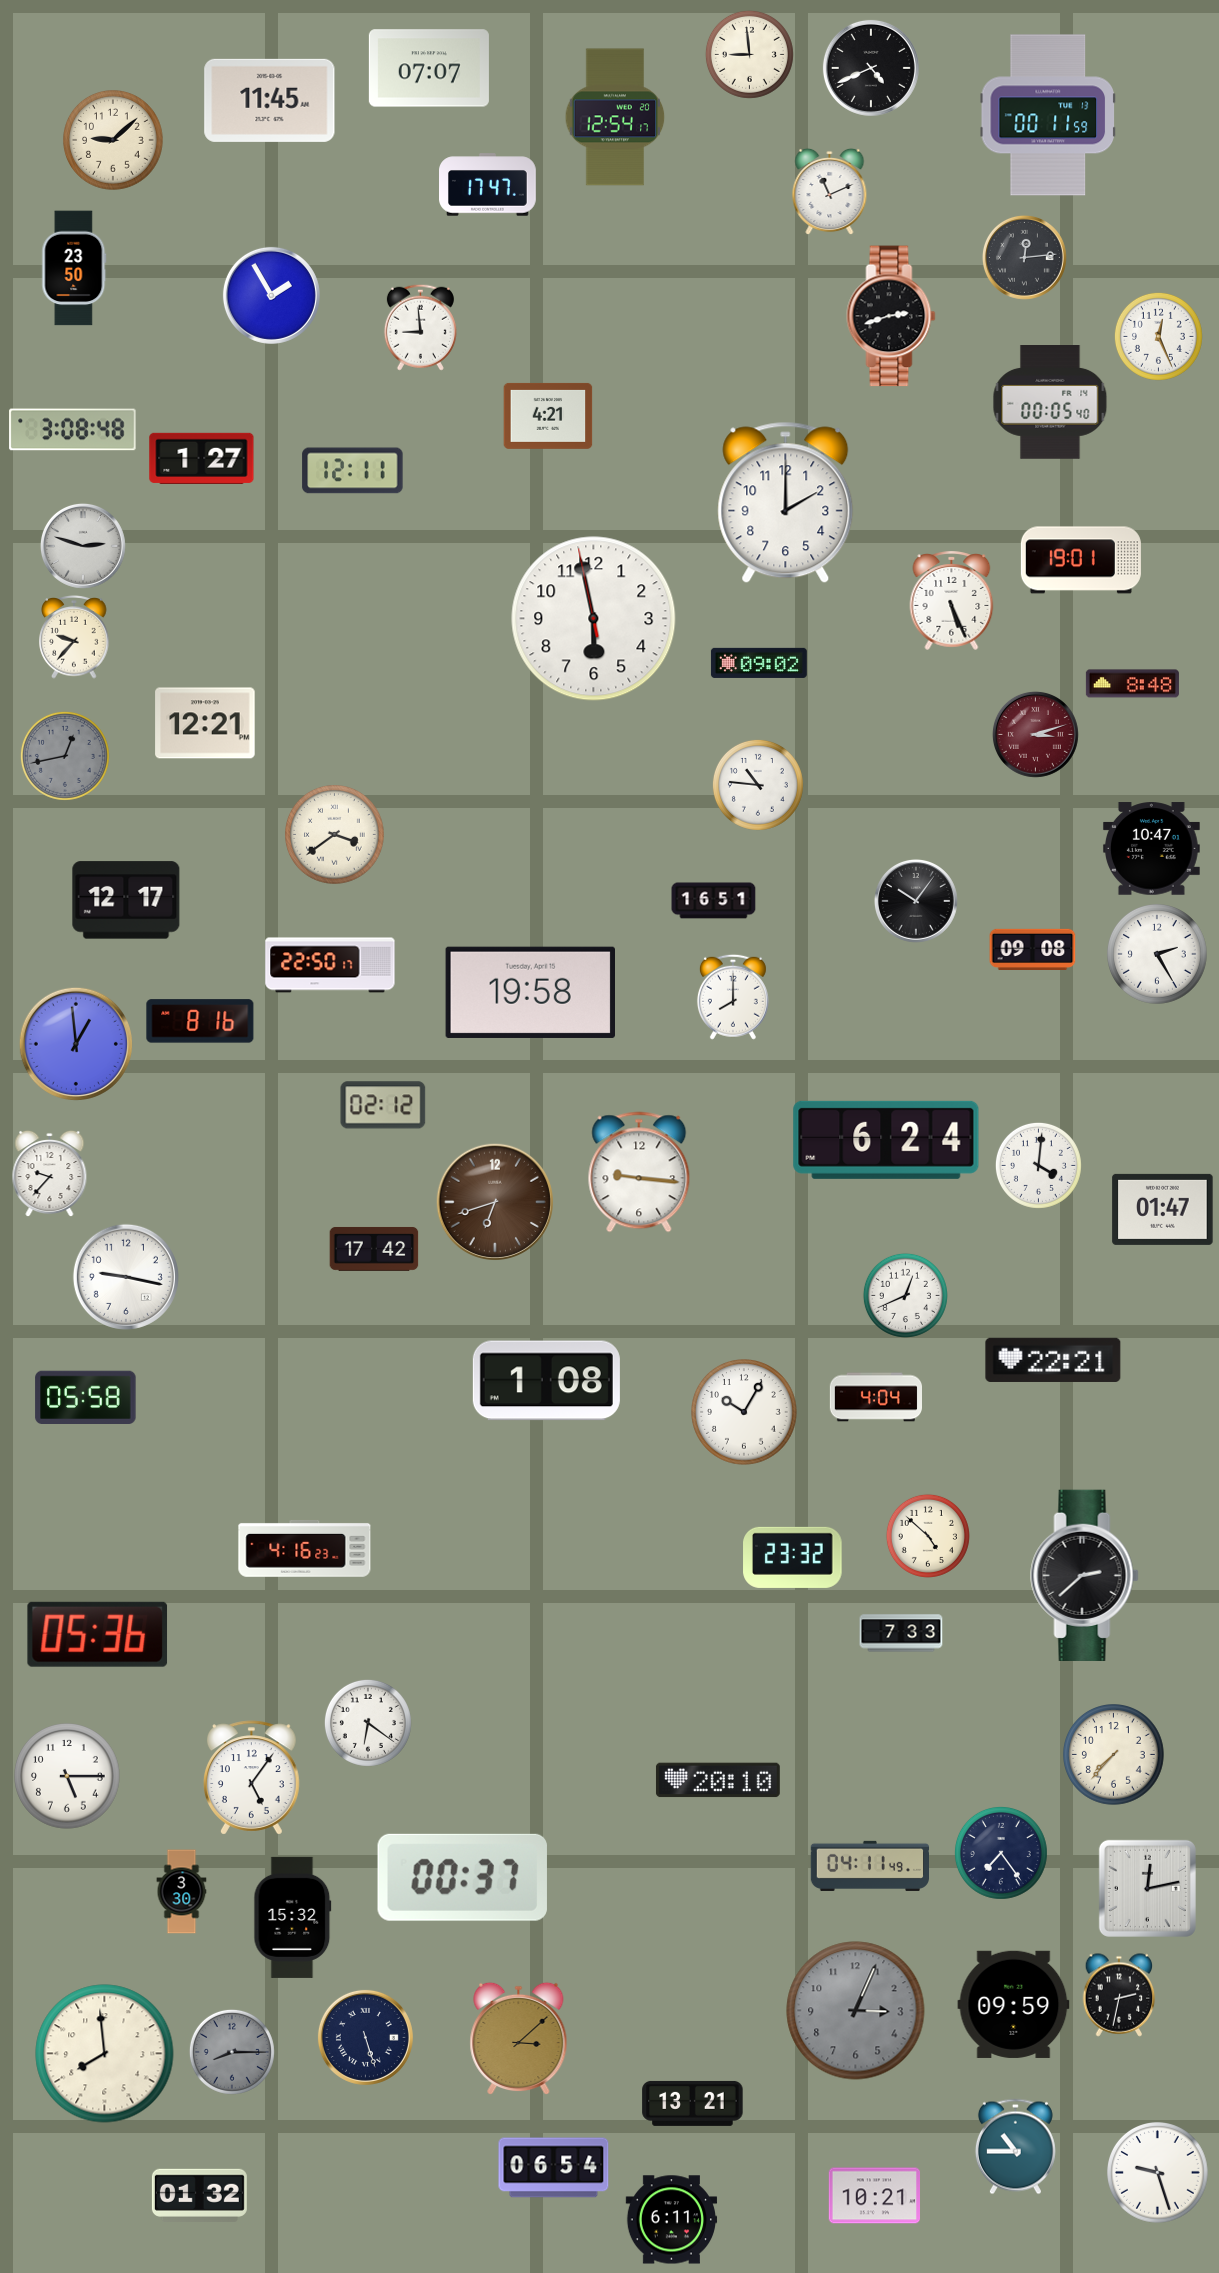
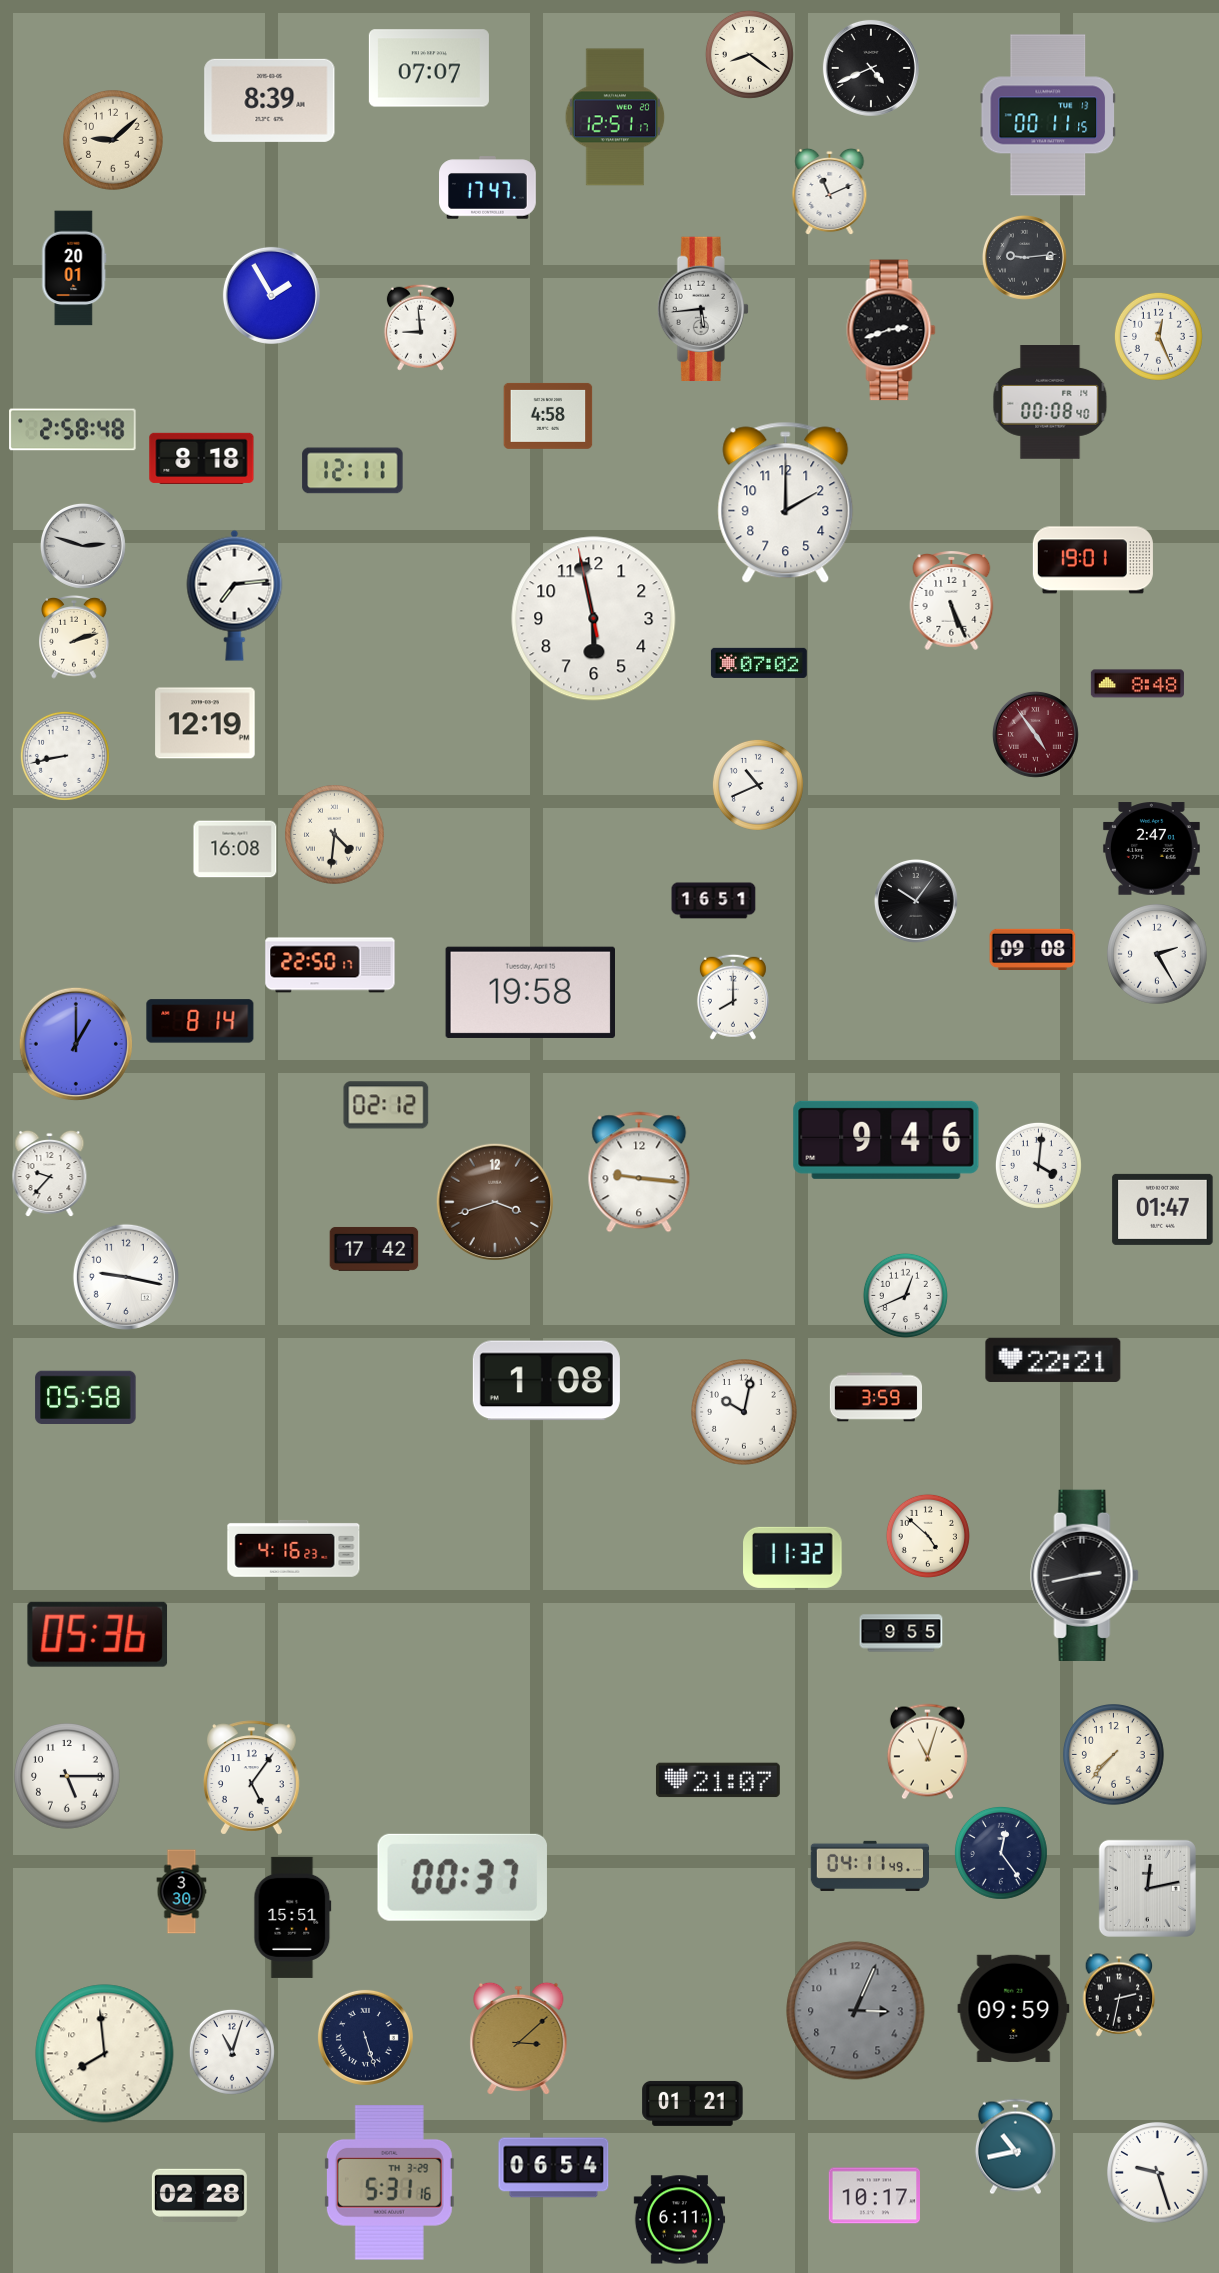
clock at (749, 54): 8:59 -> 8:21
clock at (270, 100): 11:45 -> 8:39
clock at (1047, 115): 00:11:59 -> 00:11:15
clock at (615, 117): 12:54 -> 12:51
clock at (488, 185) position: (488, 185) -> (488, 188)
clock at (1024, 257): 12:14 -> 9:14
clock at (74, 268): 23:50 -> 20:01
clock at (703, 308): none -> 5:44
clock at (891, 316) position: (891, 316) -> (891, 330)
clock at (1050, 403): 00:05 -> 00:08
clock at (548, 416): 4:21 -> 4:58
clock at (73, 430): 3:08 -> 2:58
clock at (202, 458): 1:27 -> 8:18
clock at (1081, 560) position: (1081, 560) -> (1093, 560)
clock at (235, 595): none -> 7:14
clock at (74, 637): 9:37 -> 2:12
clock at (759, 663): 09:02 -> 07:02
clock at (1132, 684) position: (1132, 684) -> (1137, 684)
clock at (205, 723): 12:21 -> 12:19
clock at (1035, 734): 3:12 -> 4:54
clock at (65, 756): 12:43 -> 8:43
clock at (65, 756) dial: grey -> white
clock at (758, 785): 10:46 -> 10:41
clock at (335, 835): 3:39 -> 4:31
clock at (235, 849): none -> 16:08
clock at (1151, 849): 10:47 -> 2:47
clock at (126, 900): 12:17 -> none
clock at (200, 1021): 8:16 -> 8:14
clock at (76, 1044): 12:59 -> 1:00
clock at (383, 1105) position: (383, 1105) -> (386, 1105)
clock at (886, 1140): 6:24 -> 9:46
clock at (495, 1202): 6:42 -> 3:42
clock at (875, 1397): 4:04 -> 3:59
clock at (744, 1412): 10:05 -> 10:02
clock at (305, 1548) position: (305, 1548) -> (294, 1548)
clock at (793, 1557): 23:32 -> 11:32
clock at (1085, 1575): 2:38 -> 2:43
clock at (901, 1633): 7:33 -> 9:55
clock at (368, 1723): 6:21 -> none
clock at (927, 1752): none -> 11:03
clock at (718, 1780): 20:10 -> 21:07
clock at (1001, 1853): 7:24 -> 12:24
clock at (293, 1917): 15:32 -> 15:51
clock at (1014, 2004) position: (1014, 2004) -> (1014, 2008)
clock at (232, 2052): 8:15 -> 11:03
clock at (232, 2052) dial: grey -> white
clock at (693, 2103): 13:21 -> 01:21
clock at (1015, 2147): 10:45 -> 10:43
clock at (389, 2183): none -> 5:31
clock at (199, 2195): 01:32 -> 02:28
clock at (874, 2196): 10:21 -> 10:17
clock at (672, 2220) position: (672, 2220) -> (680, 2220)
